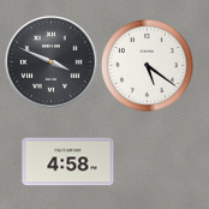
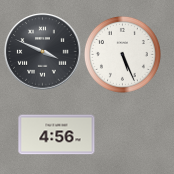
clock at (147, 65): 5:21 -> 5:26
clock at (68, 162): 4:58 -> 4:56
